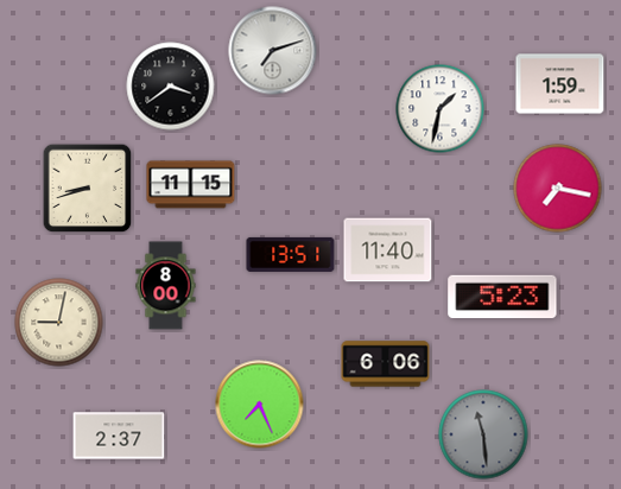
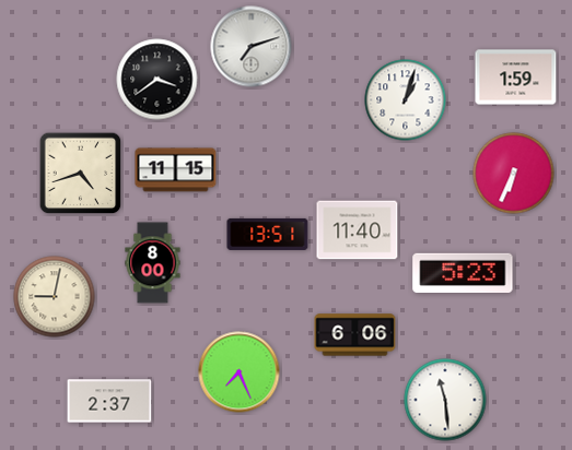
clock at (441, 109): 1:32 -> 1:03
clock at (88, 189): 8:42 -> 4:42
clock at (558, 189): 7:17 -> 6:34
clock at (483, 434) dial: grey -> white
